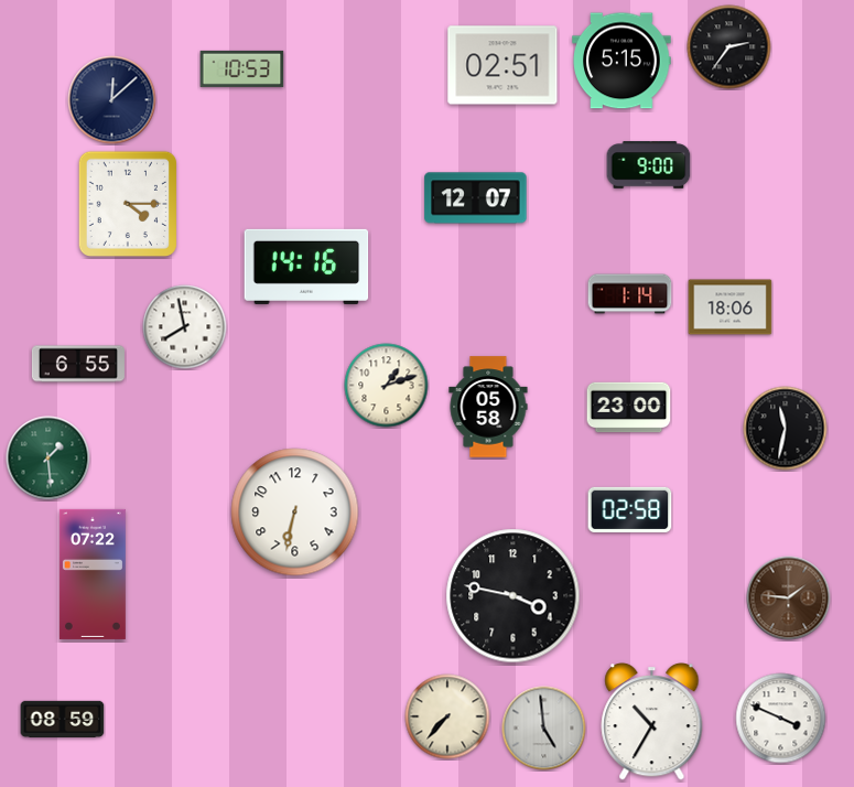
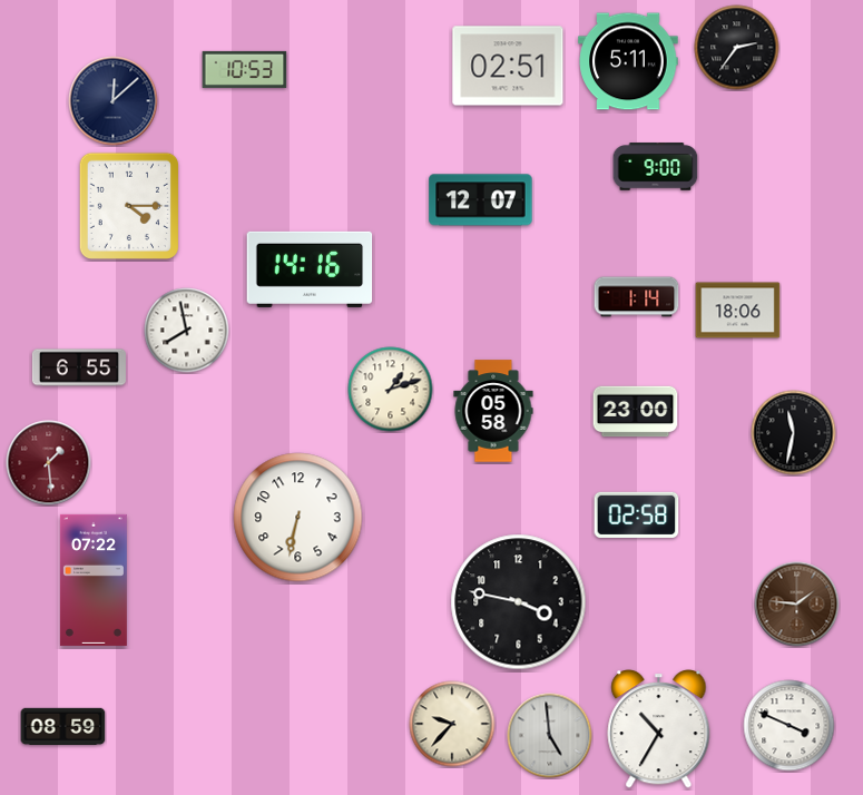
clock at (621, 61): 5:15 -> 5:11
clock at (48, 459) dial: green -> burgundy
clock at (447, 716): 7:37 -> 9:37
